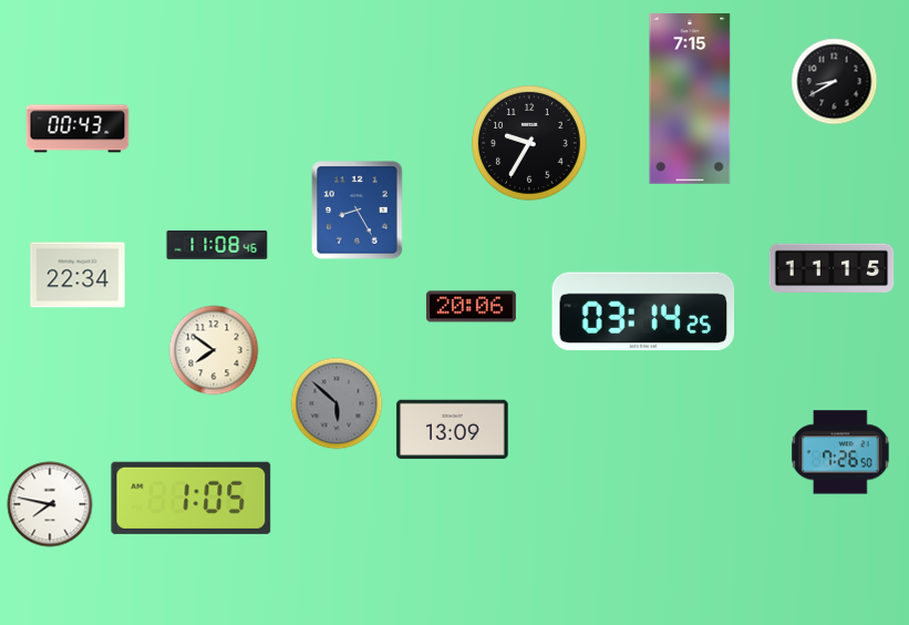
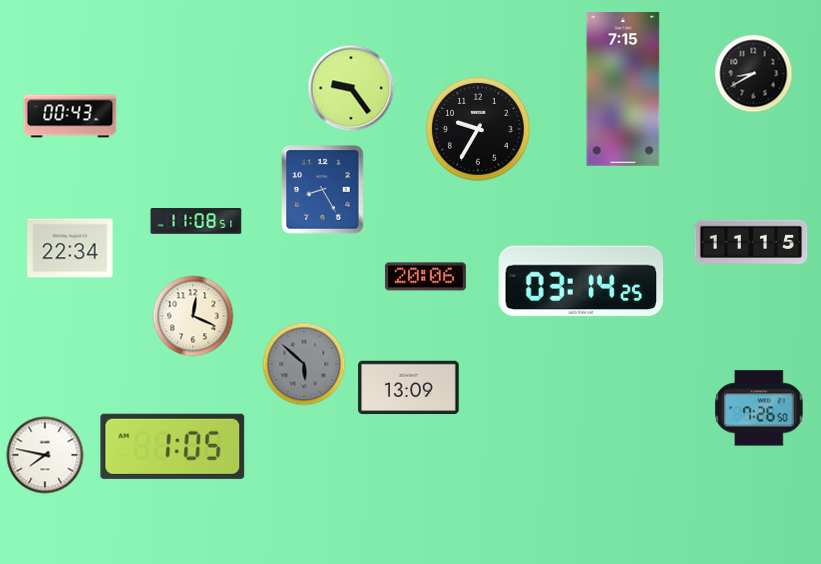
clock at (351, 88): none -> 9:24
clock at (217, 246): 11:08:46 -> 11:08:51
clock at (214, 350): 7:51 -> 12:19
clock at (192, 498) position: (192, 498) -> (173, 446)
